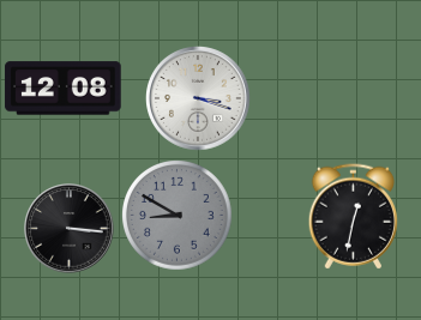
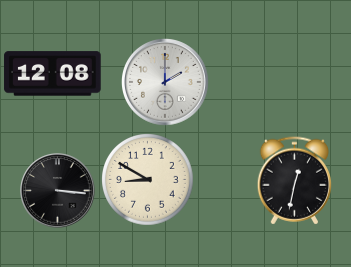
clock at (199, 99): 3:18 -> 2:00
clock at (178, 216) dial: grey -> cream
